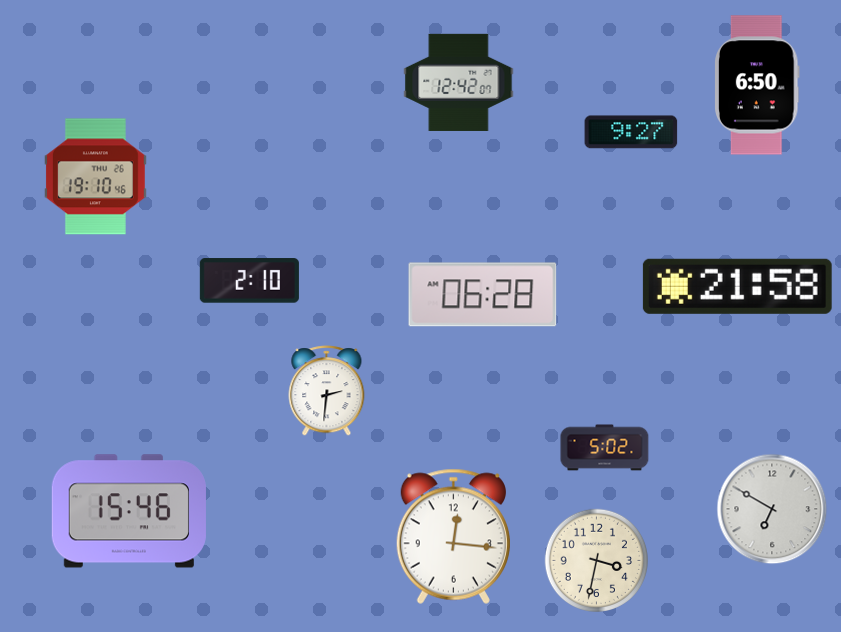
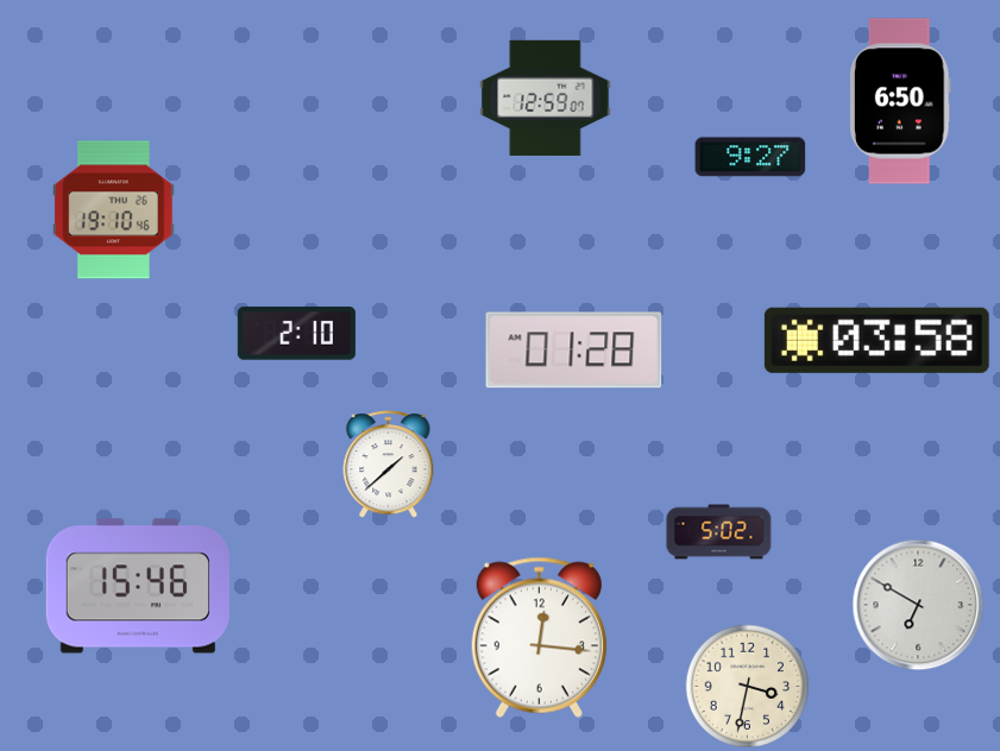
clock at (459, 82): 12:42 -> 12:59
clock at (737, 286): 21:58 -> 03:58
clock at (483, 295): 06:28 -> 01:28
clock at (327, 391): 2:31 -> 1:38
clock at (129, 511) position: (129, 511) -> (138, 586)
clock at (596, 560) position: (596, 560) -> (747, 686)
